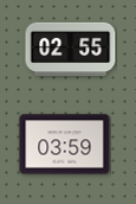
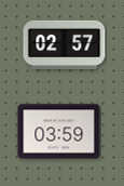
clock at (71, 49): 02:55 -> 02:57
